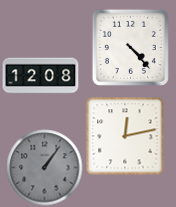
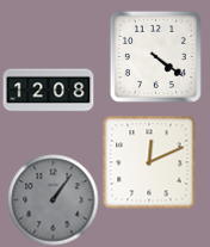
clock at (130, 47): 4:23 -> 4:21
clock at (125, 136): 12:13 -> 12:11
